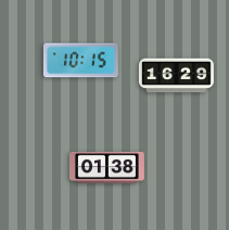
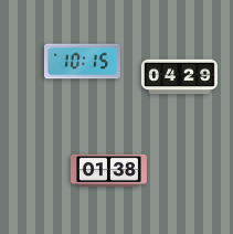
clock at (176, 76): 16:29 -> 04:29
